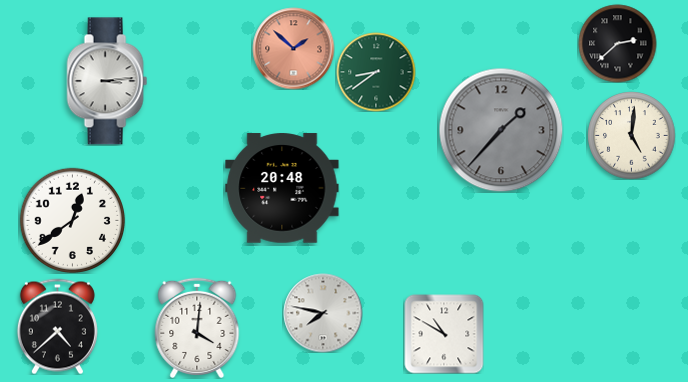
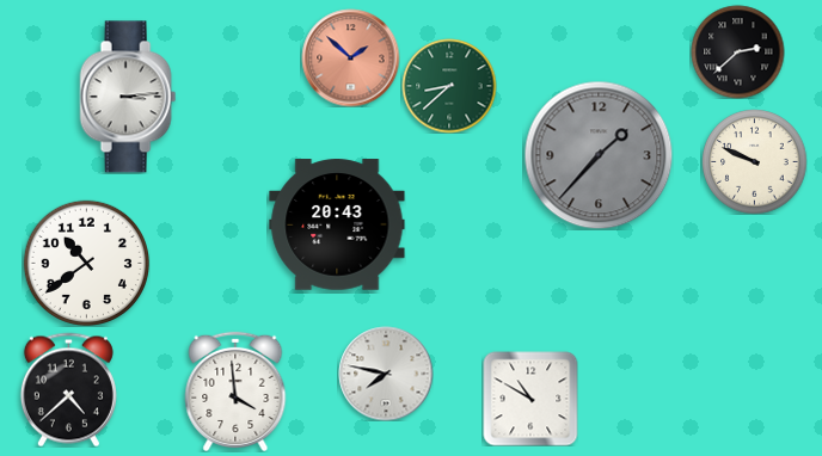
clock at (376, 72): 8:39 -> 8:38
clock at (631, 135): 5:01 -> 9:49
clock at (282, 188): 20:48 -> 20:43
clock at (72, 220): 12:39 -> 10:39
clock at (197, 328): 4:01 -> 3:59
